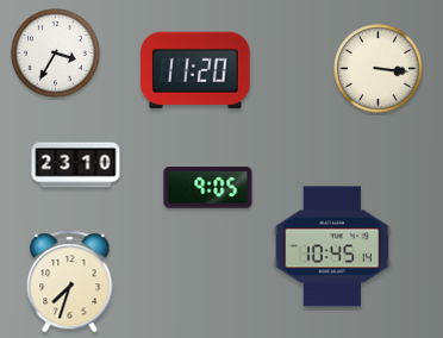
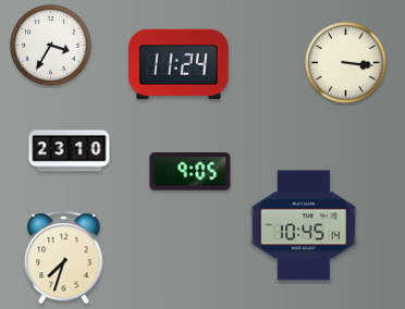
clock at (56, 54) position: (56, 54) -> (51, 46)
clock at (195, 70): 11:20 -> 11:24
